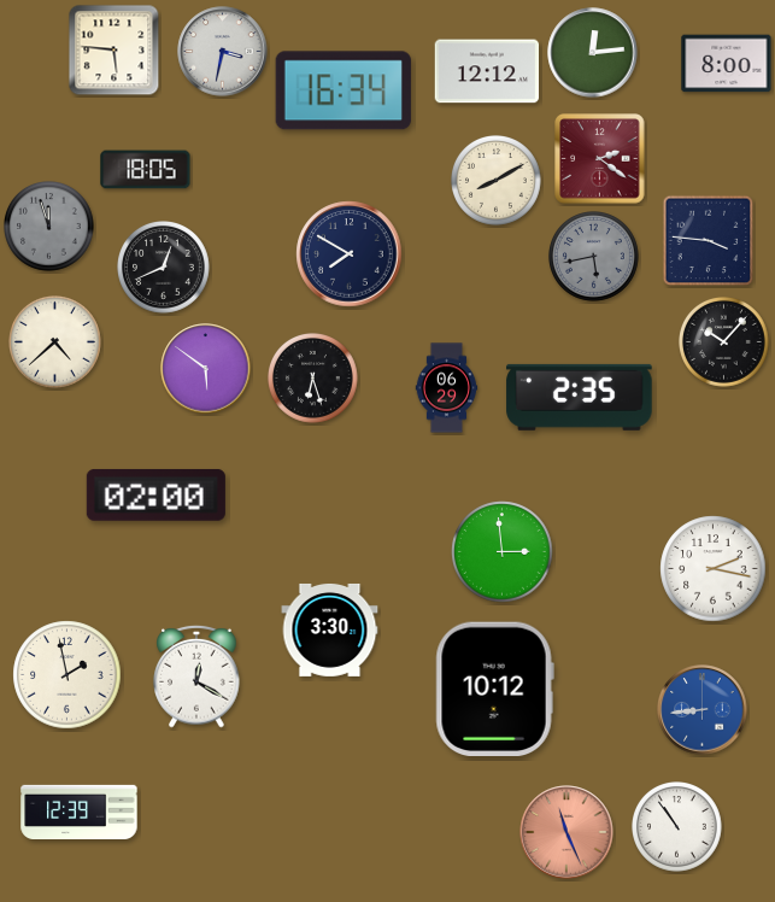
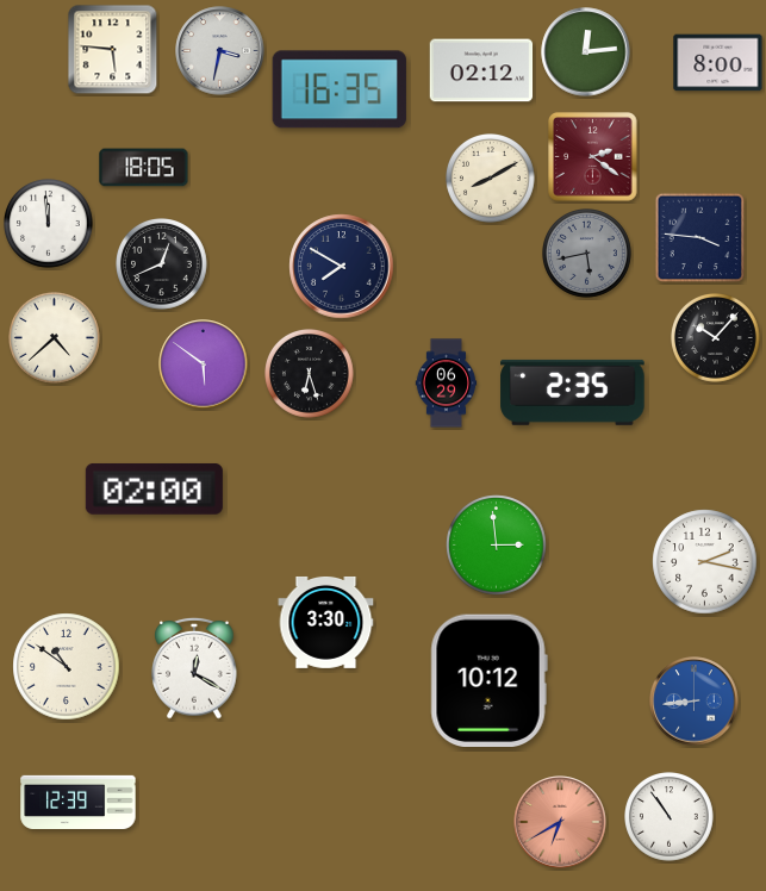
clock at (487, 71): 12:12 -> 02:12
clock at (344, 90): 16:34 -> 16:35
clock at (49, 227): 11:57 -> 11:59
clock at (49, 227) dial: grey -> white
clock at (350, 254) position: (350, 254) -> (342, 267)
clock at (447, 388) position: (447, 388) -> (447, 384)
clock at (67, 675): 1:58 -> 10:51
clock at (566, 832): 11:26 -> 6:40
